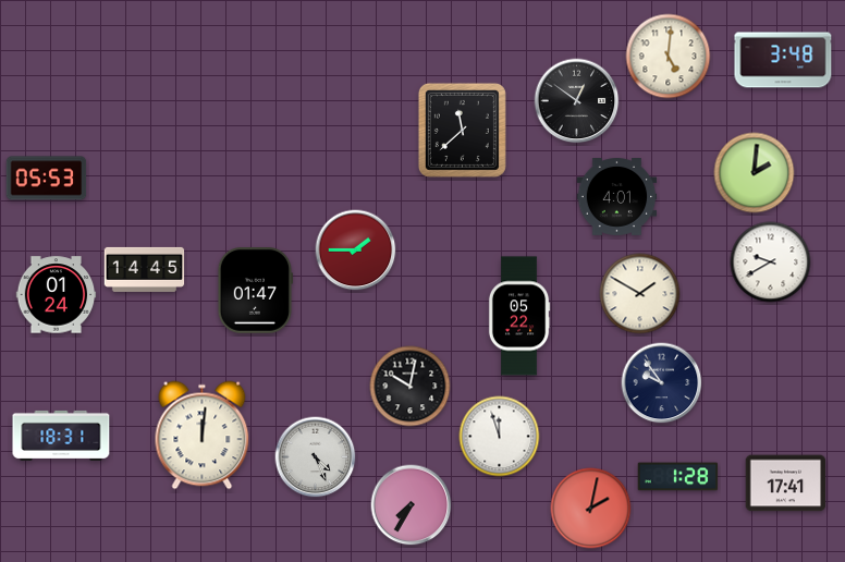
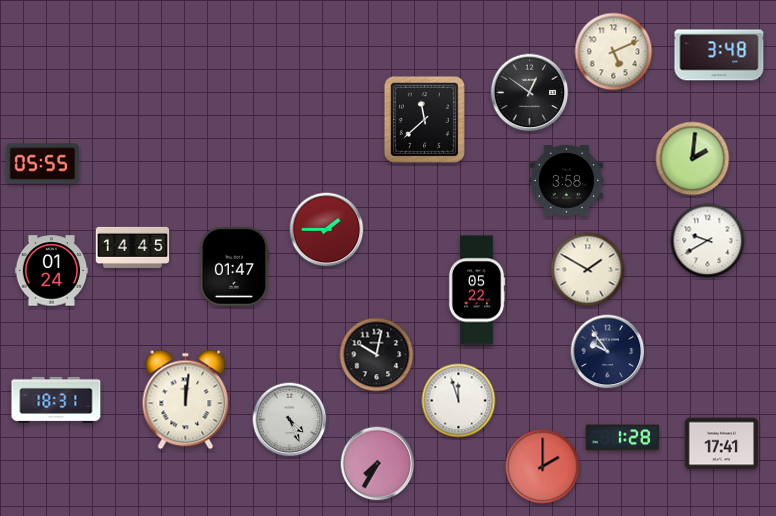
clock at (669, 57): 5:01 -> 5:11
clock at (47, 179): 05:53 -> 05:55
clock at (617, 197): 4:01 -> 3:58
clock at (591, 509): 2:02 -> 2:00
